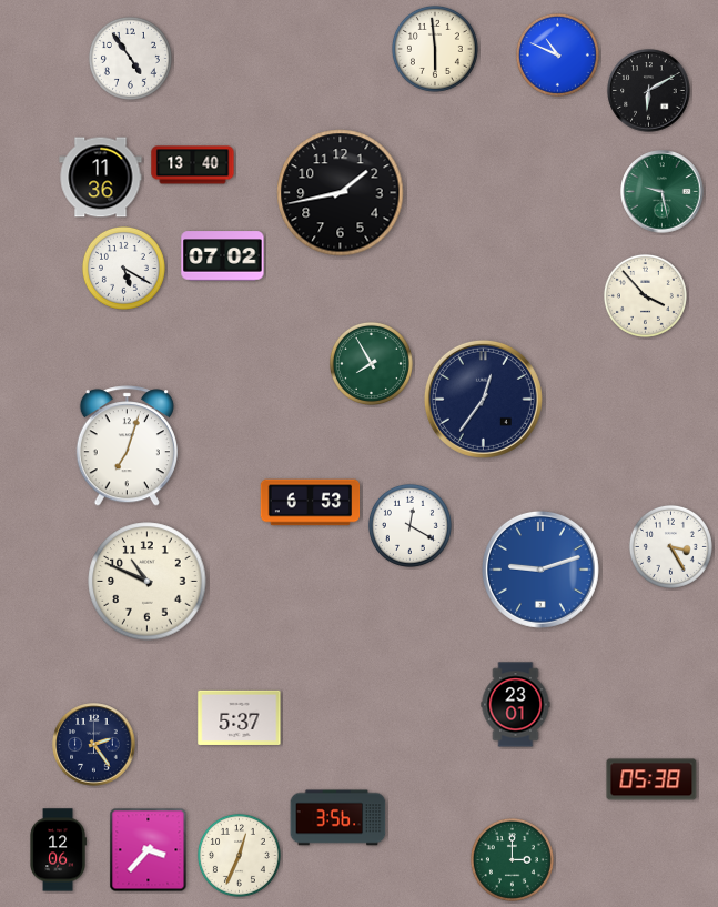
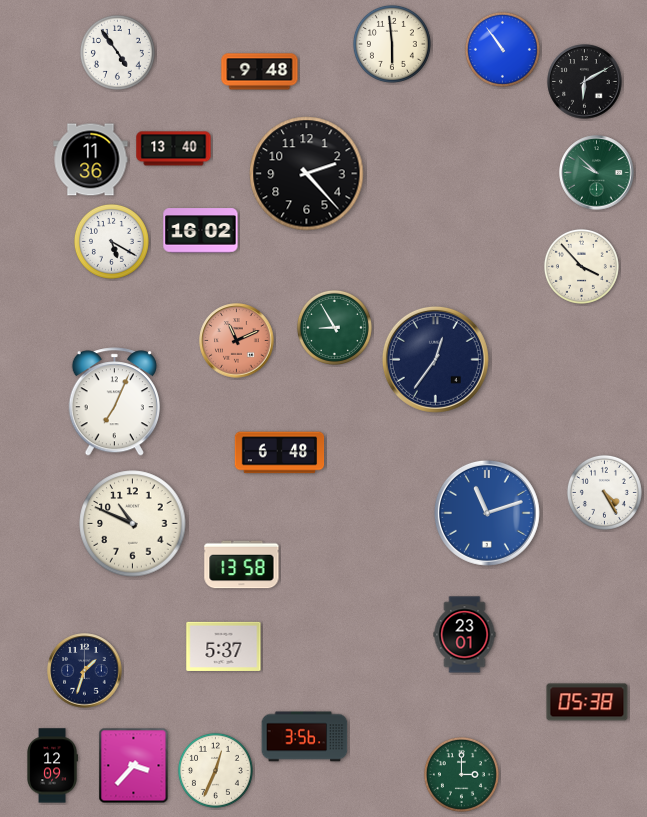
clock at (557, 54): 10:49 -> 10:54
clock at (260, 72): none -> 9:48
clock at (663, 192): 9:28 -> 9:52
clock at (341, 193): 1:43 -> 2:23
clock at (223, 256): 07:02 -> 16:02
clock at (371, 363): 7:55 -> 8:55
clock at (237, 341): none -> 11:11
clock at (127, 446): 7:03 -> 7:04
clock at (311, 503): 6:53 -> 6:48
clock at (409, 525): 12:20 -> none
clock at (670, 546): 3:25 -> 4:25
clock at (540, 570): 9:12 -> 11:12
clock at (242, 565): none -> 13:58
clock at (240, 717) position: (240, 717) -> (224, 646)
clock at (94, 745): 2:24 -> 1:33
clock at (58, 850): 12:06 -> 12:09
